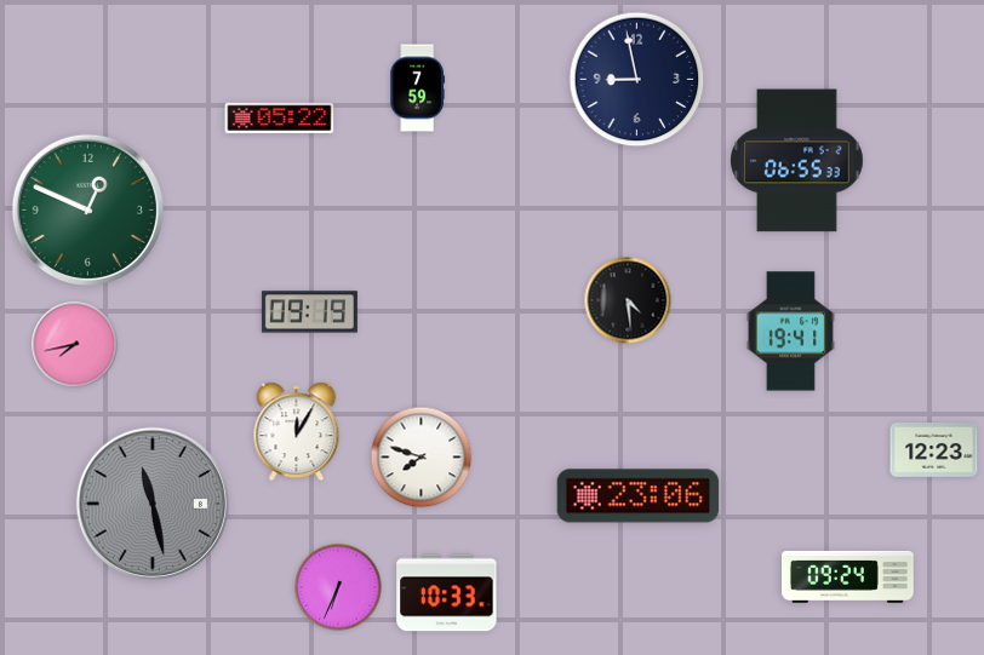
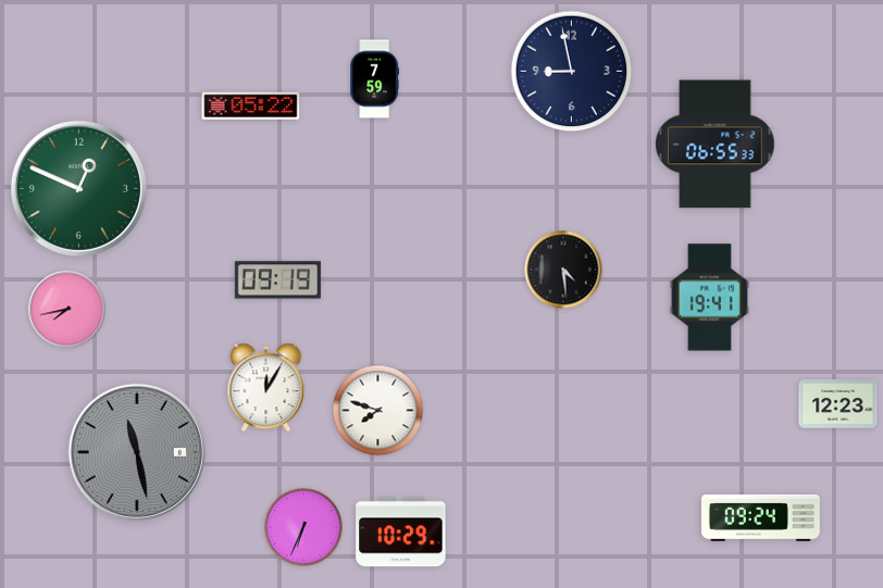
clock at (639, 496): 23:06 -> none
clock at (447, 593): 10:33 -> 10:29
